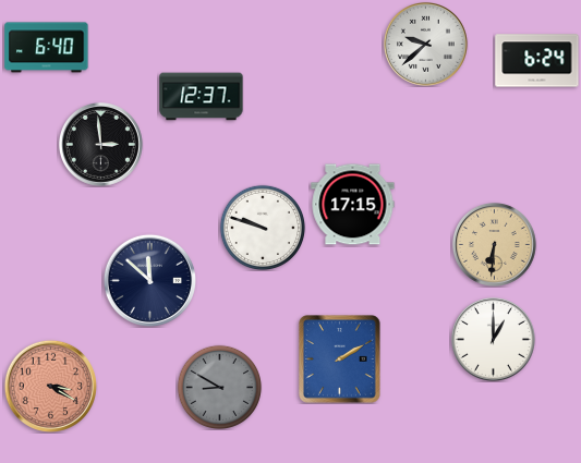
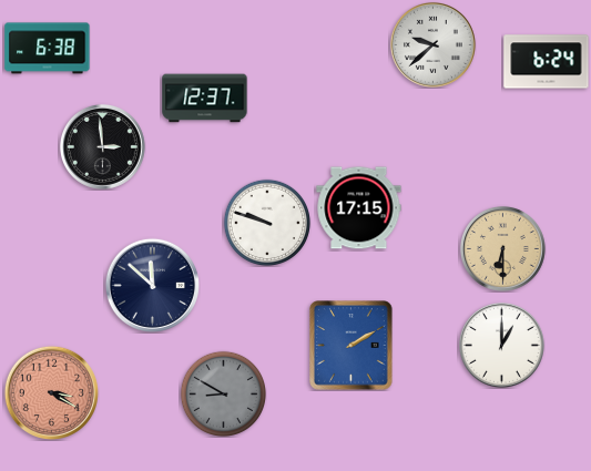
clock at (47, 48): 6:40 -> 6:38
clock at (262, 227) position: (262, 227) -> (266, 222)
clock at (494, 244): 6:31 -> 6:30
clock at (340, 360) position: (340, 360) -> (351, 346)
